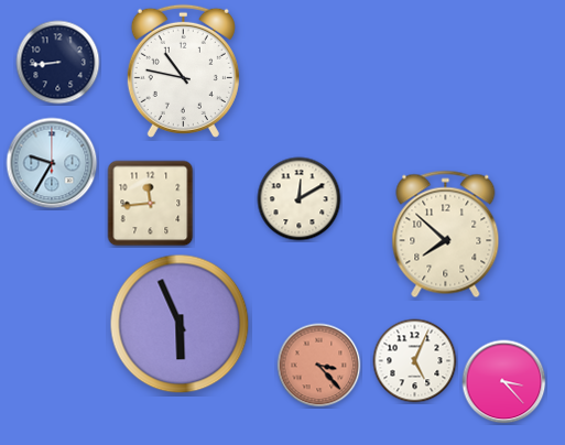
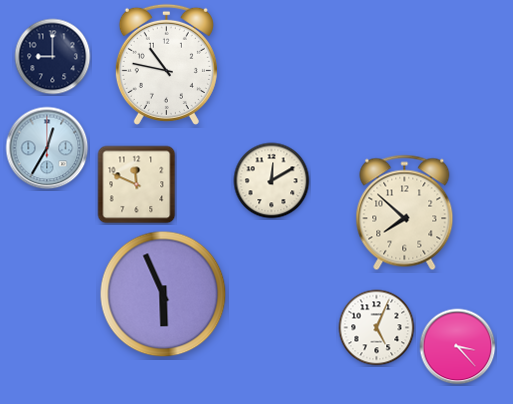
clock at (58, 63): 8:44 -> 9:00
clock at (52, 163): 9:35 -> 12:35
clock at (151, 204): 11:44 -> 11:49
clock at (319, 366): 3:23 -> none
